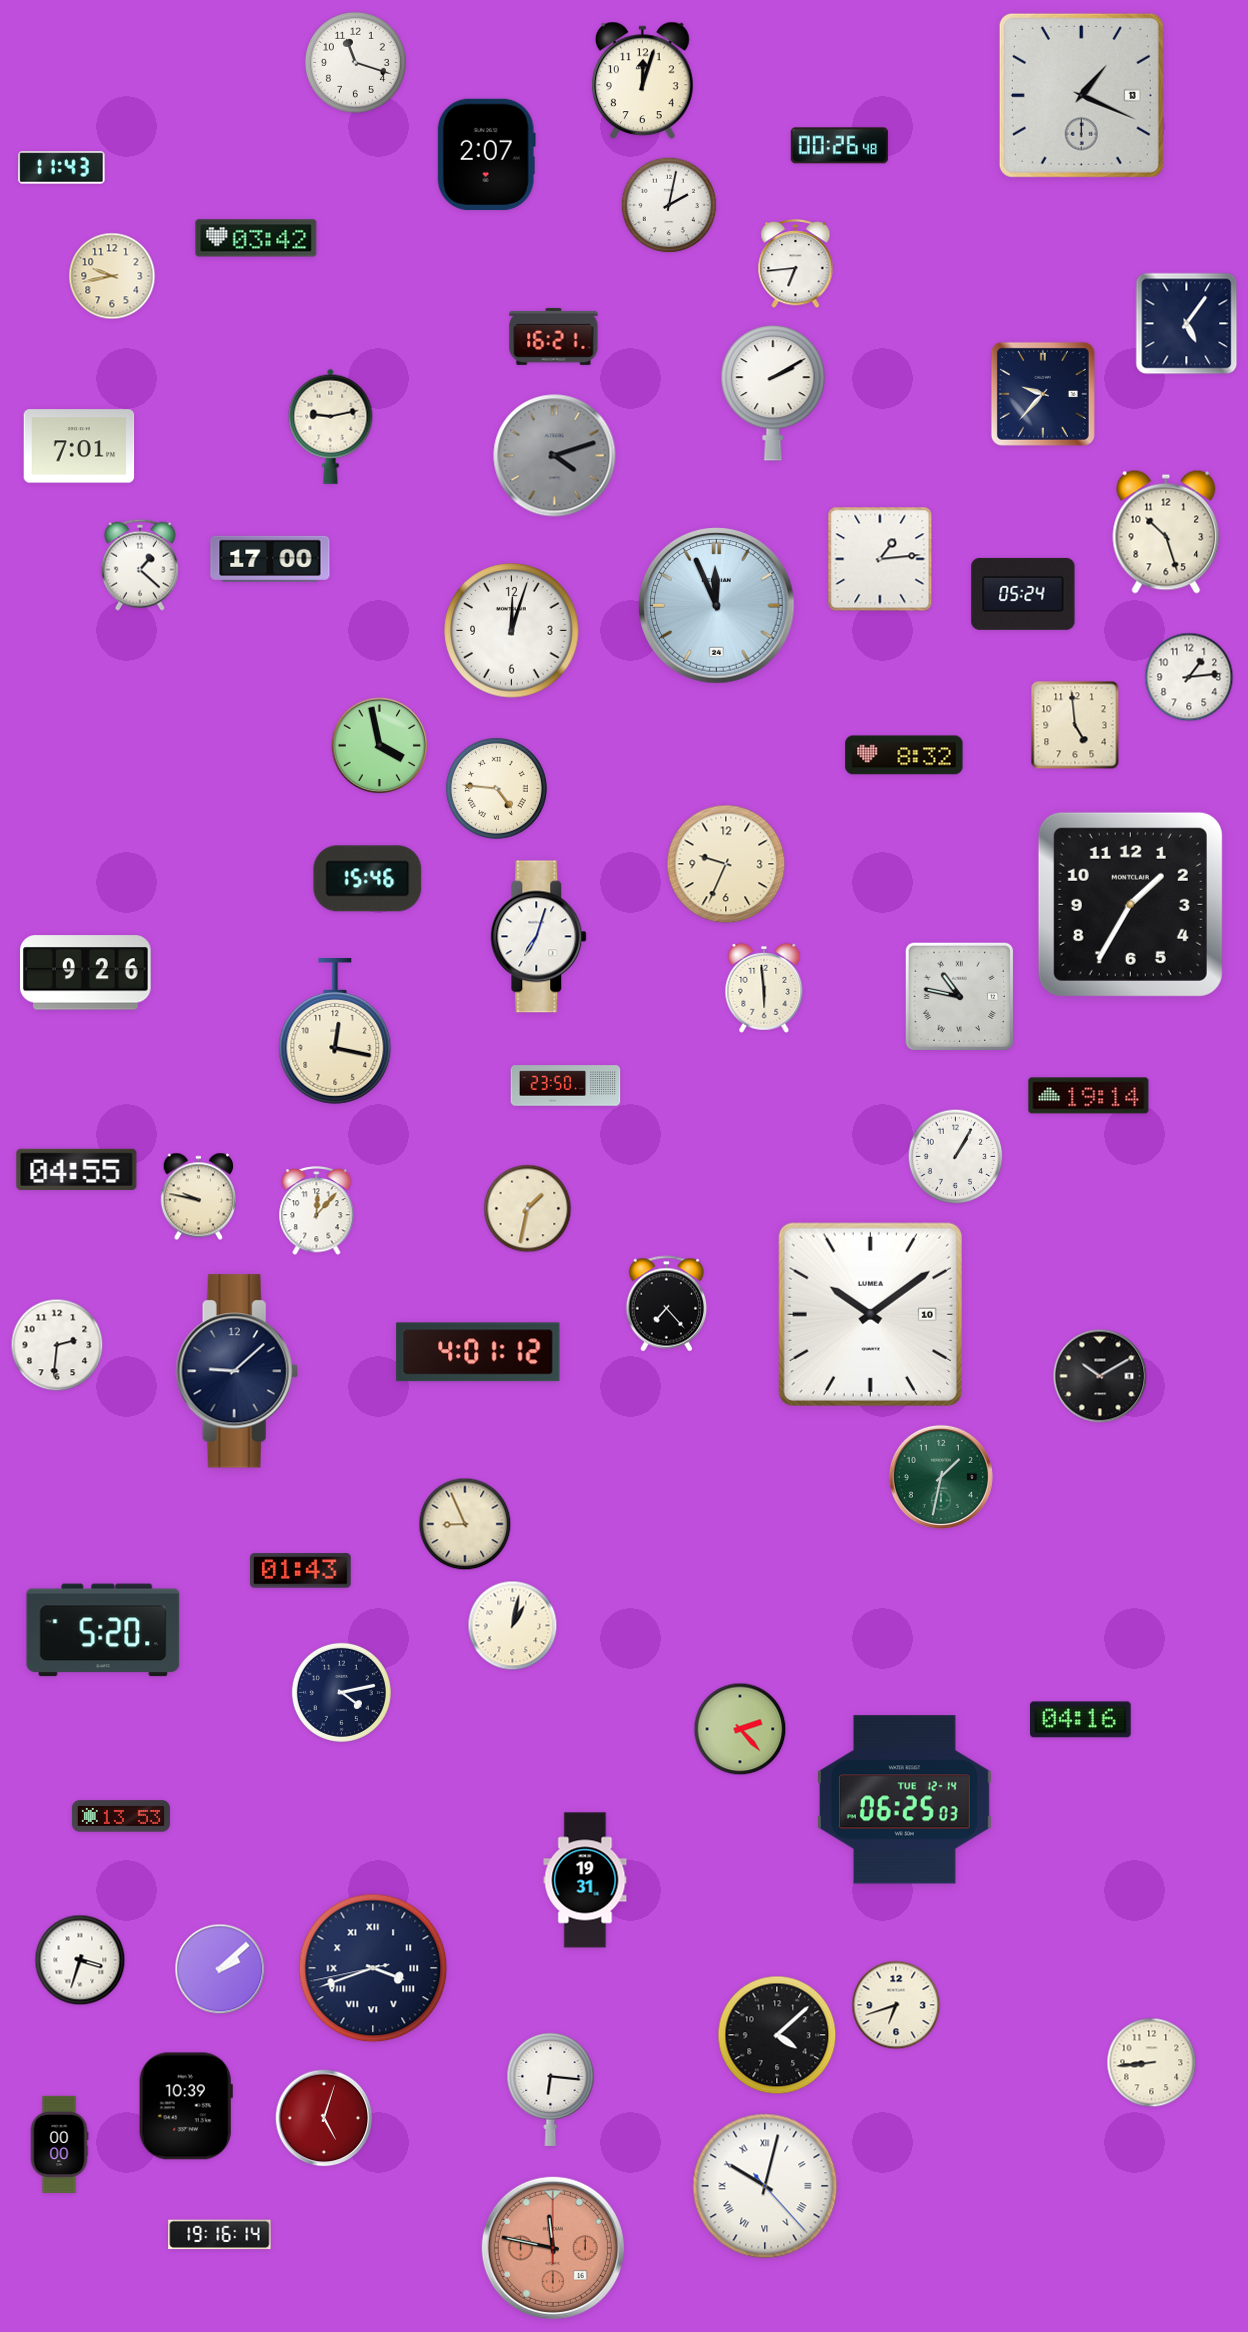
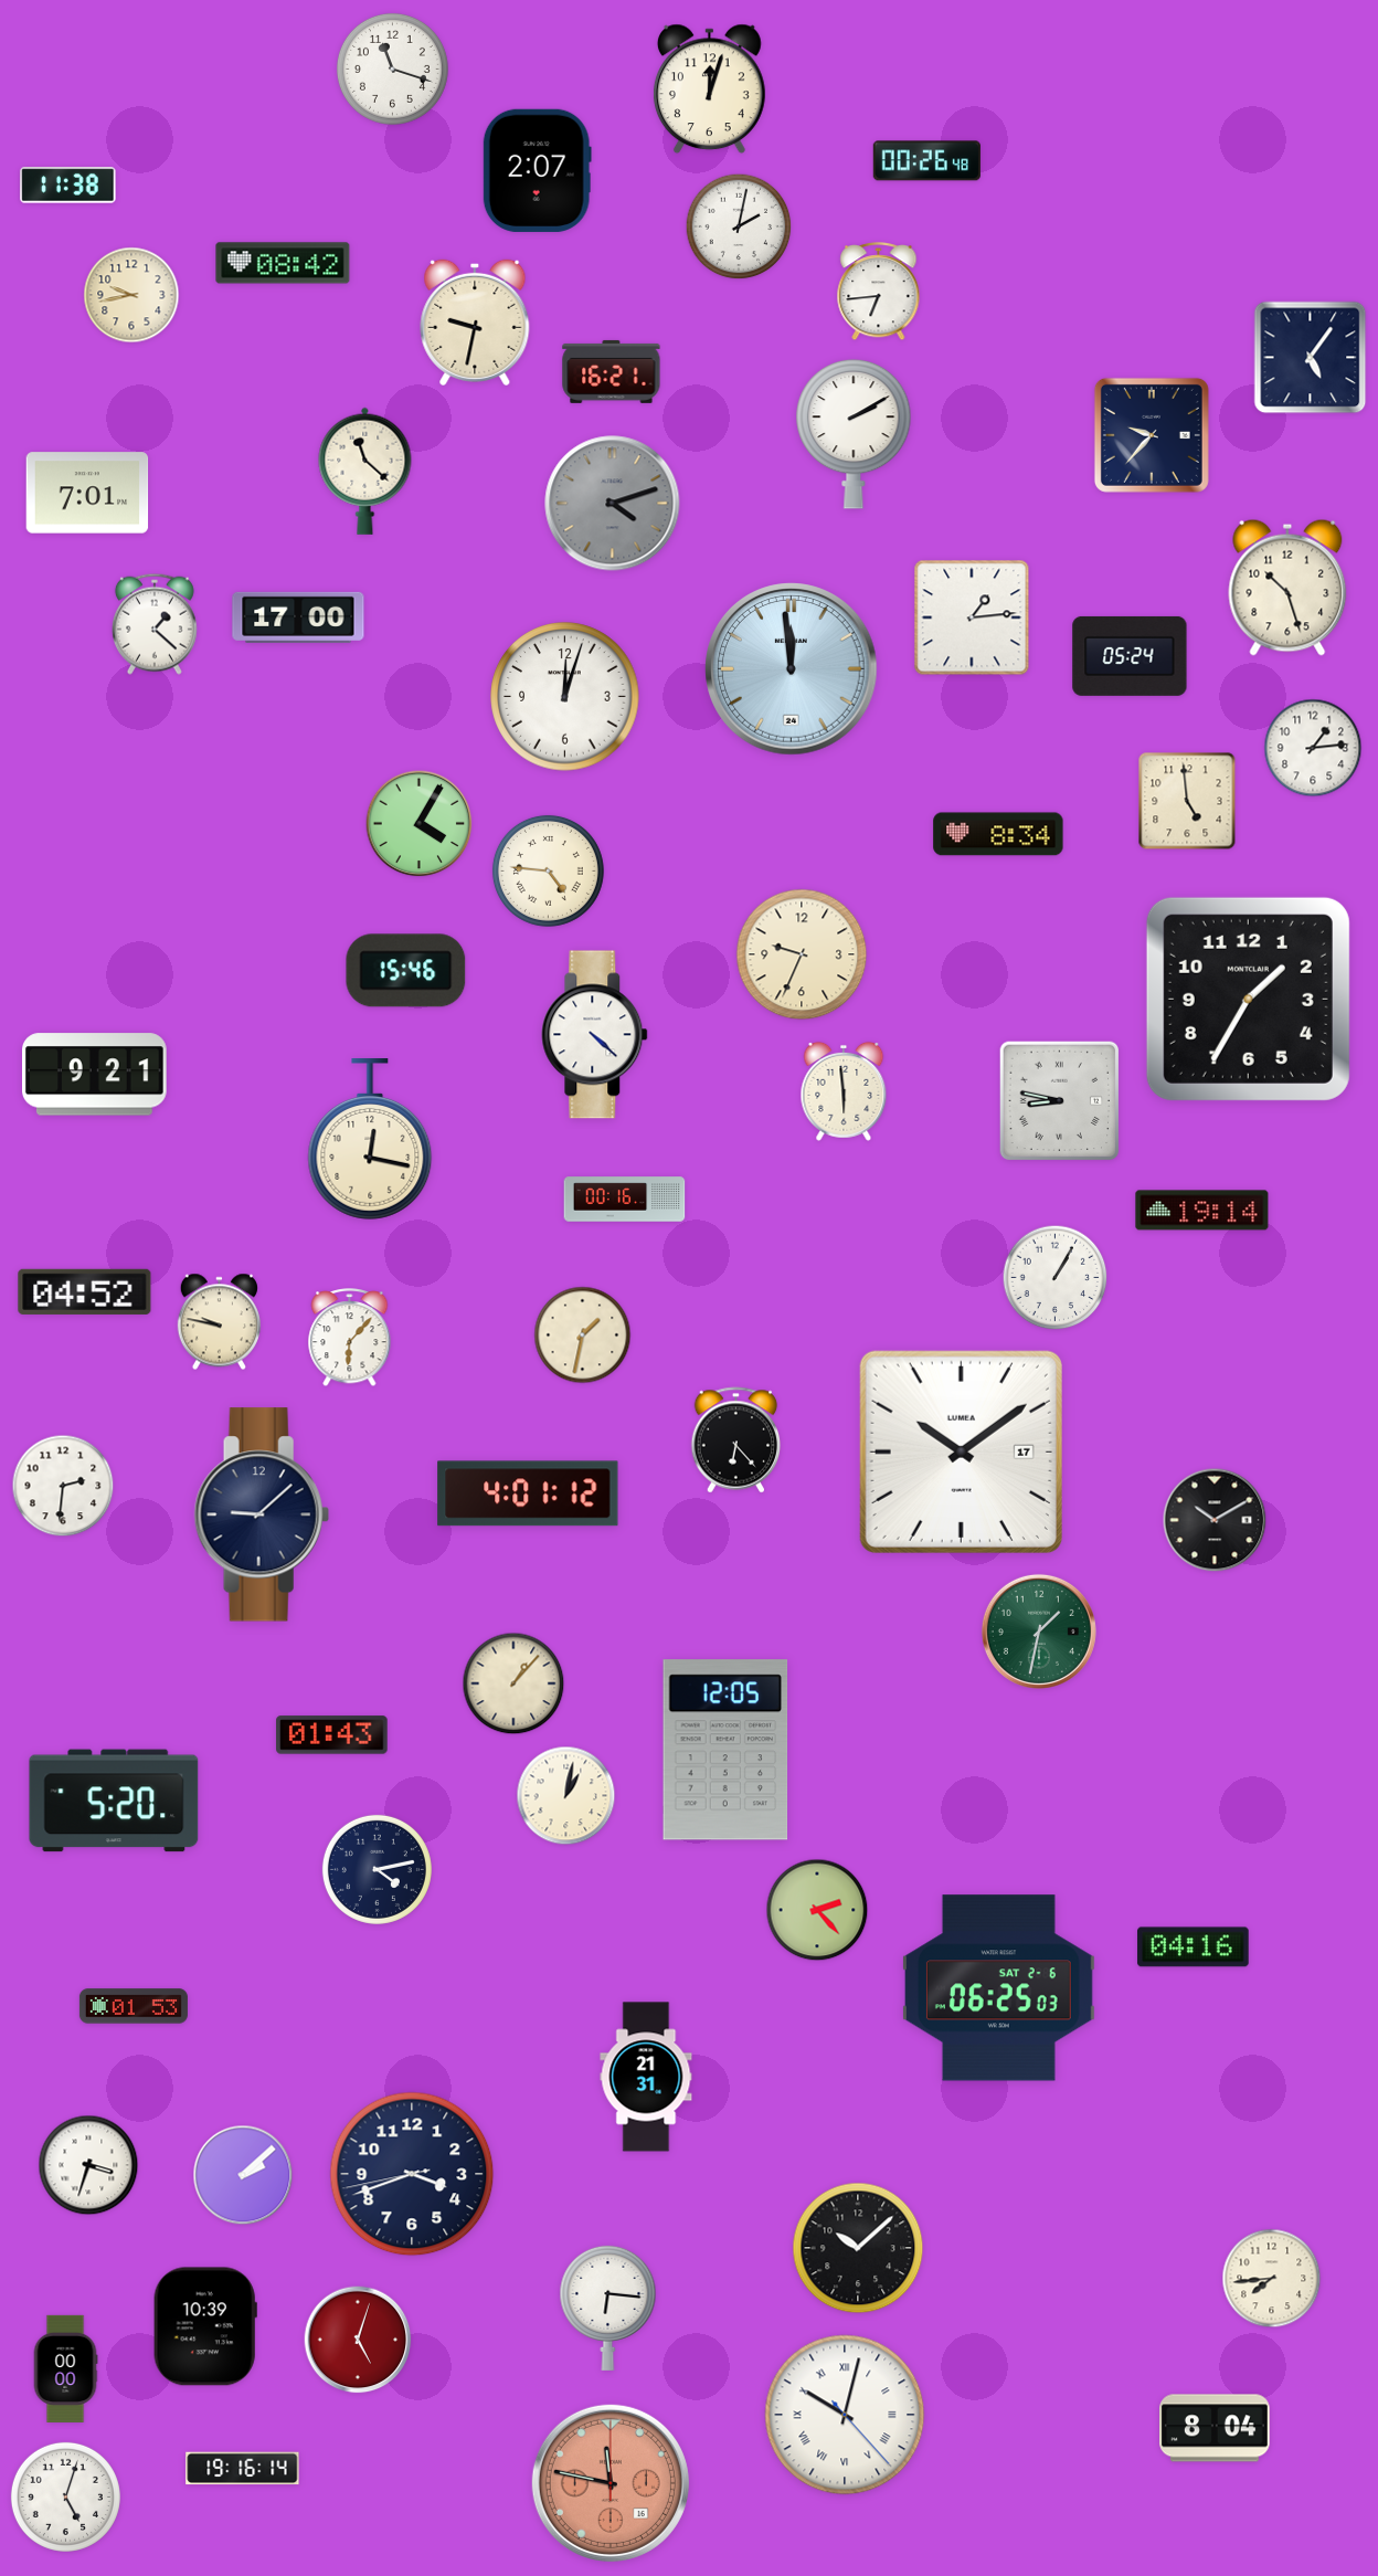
clock at (1081, 95): 1:19 -> none
clock at (62, 168): 11:43 -> 11:38
clock at (256, 238): 03:42 -> 08:42
clock at (112, 276) position: (112, 276) -> (131, 295)
clock at (475, 323): none -> 9:32
clock at (331, 426): 9:13 -> 11:22
clock at (717, 606): 11:56 -> 11:59
clock at (380, 746): 3:58 -> 4:05
clock at (904, 755): 8:32 -> 8:34
clock at (539, 937): 7:03 -> 4:22
clock at (86, 973): 9:26 -> 9:21
clock at (960, 997): 10:47 -> 8:47
clock at (566, 1086): 23:50 -> 00:16
clock at (77, 1169): 04:55 -> 04:52
clock at (317, 1211): 12:07 -> 6:07
clock at (667, 1304): 7:23 -> 6:23
clock at (870, 1314) date: 10 -> 17
clock at (465, 1524): 8:56 -> 1:07
clock at (725, 1750): none -> 12:05
clock at (1081, 1720) position: (1081, 1720) -> (1194, 1947)
clock at (904, 1800) date: TUE 12-14 -> SAT 2-6
clock at (121, 1816): 13:53 -> 01:53
clock at (585, 1880): 19:31 -> 21:31
clock at (373, 1968) numerals: Roman -> Arabic
clock at (896, 2005): 6:42 -> none
clock at (777, 2035): 4:08 -> 10:08
clock at (1152, 2063): 8:44 -> 7:44
clock at (1216, 2428): none -> 8:04
clock at (65, 2496): none -> 5:03
